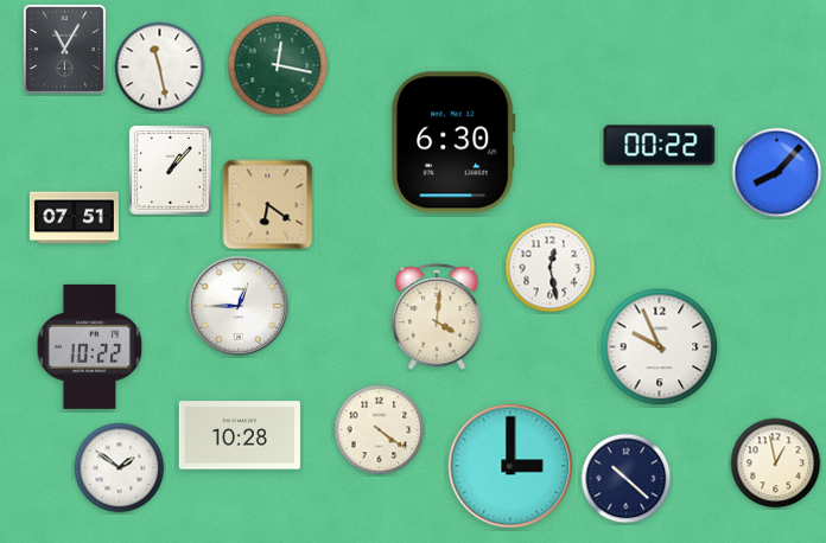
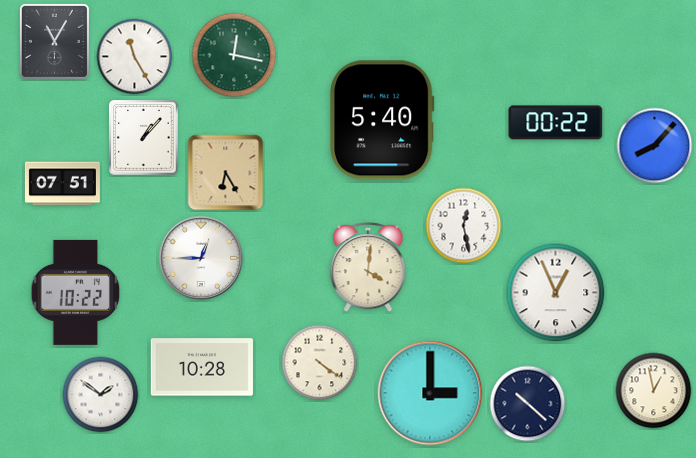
clock at (160, 68): 11:28 -> 11:25
clock at (455, 142): 6:30 -> 5:40
clock at (171, 171) position: (171, 171) -> (144, 138)
clock at (268, 205): 6:21 -> 6:25
clock at (660, 347): 9:56 -> 12:56
